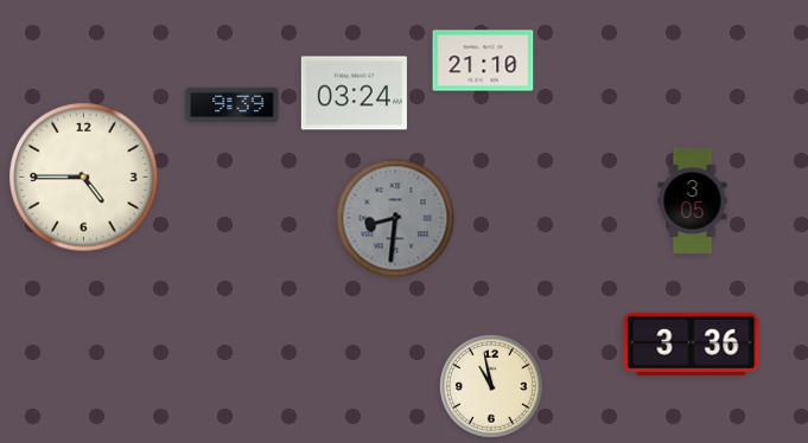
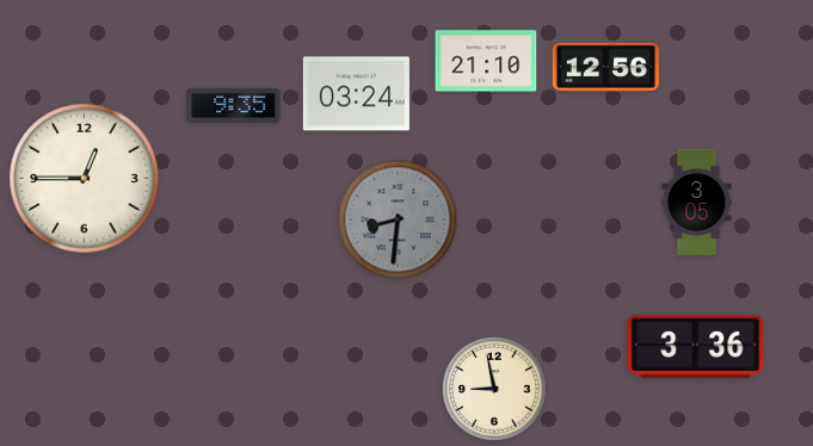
clock at (605, 67): none -> 12:56
clock at (233, 104): 9:39 -> 9:35
clock at (84, 178): 4:45 -> 12:45
clock at (492, 387): 10:58 -> 8:58
